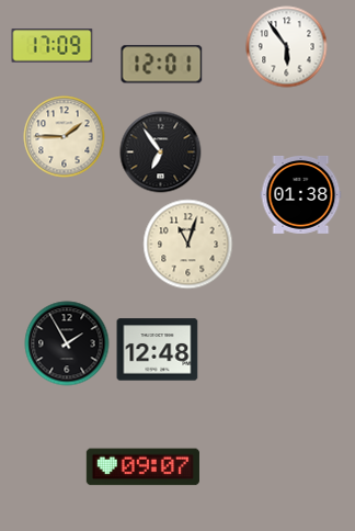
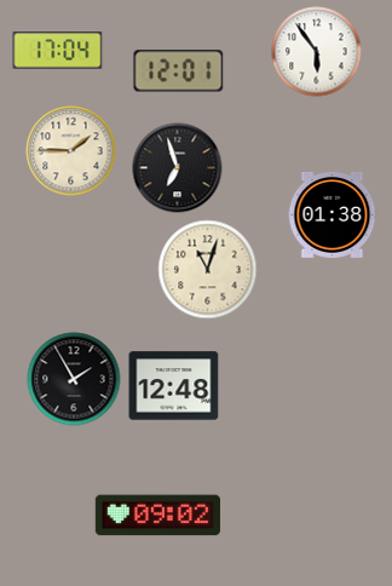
clock at (53, 46): 17:09 -> 17:04
clock at (161, 152): 6:54 -> 6:57
clock at (142, 467): 09:07 -> 09:02
